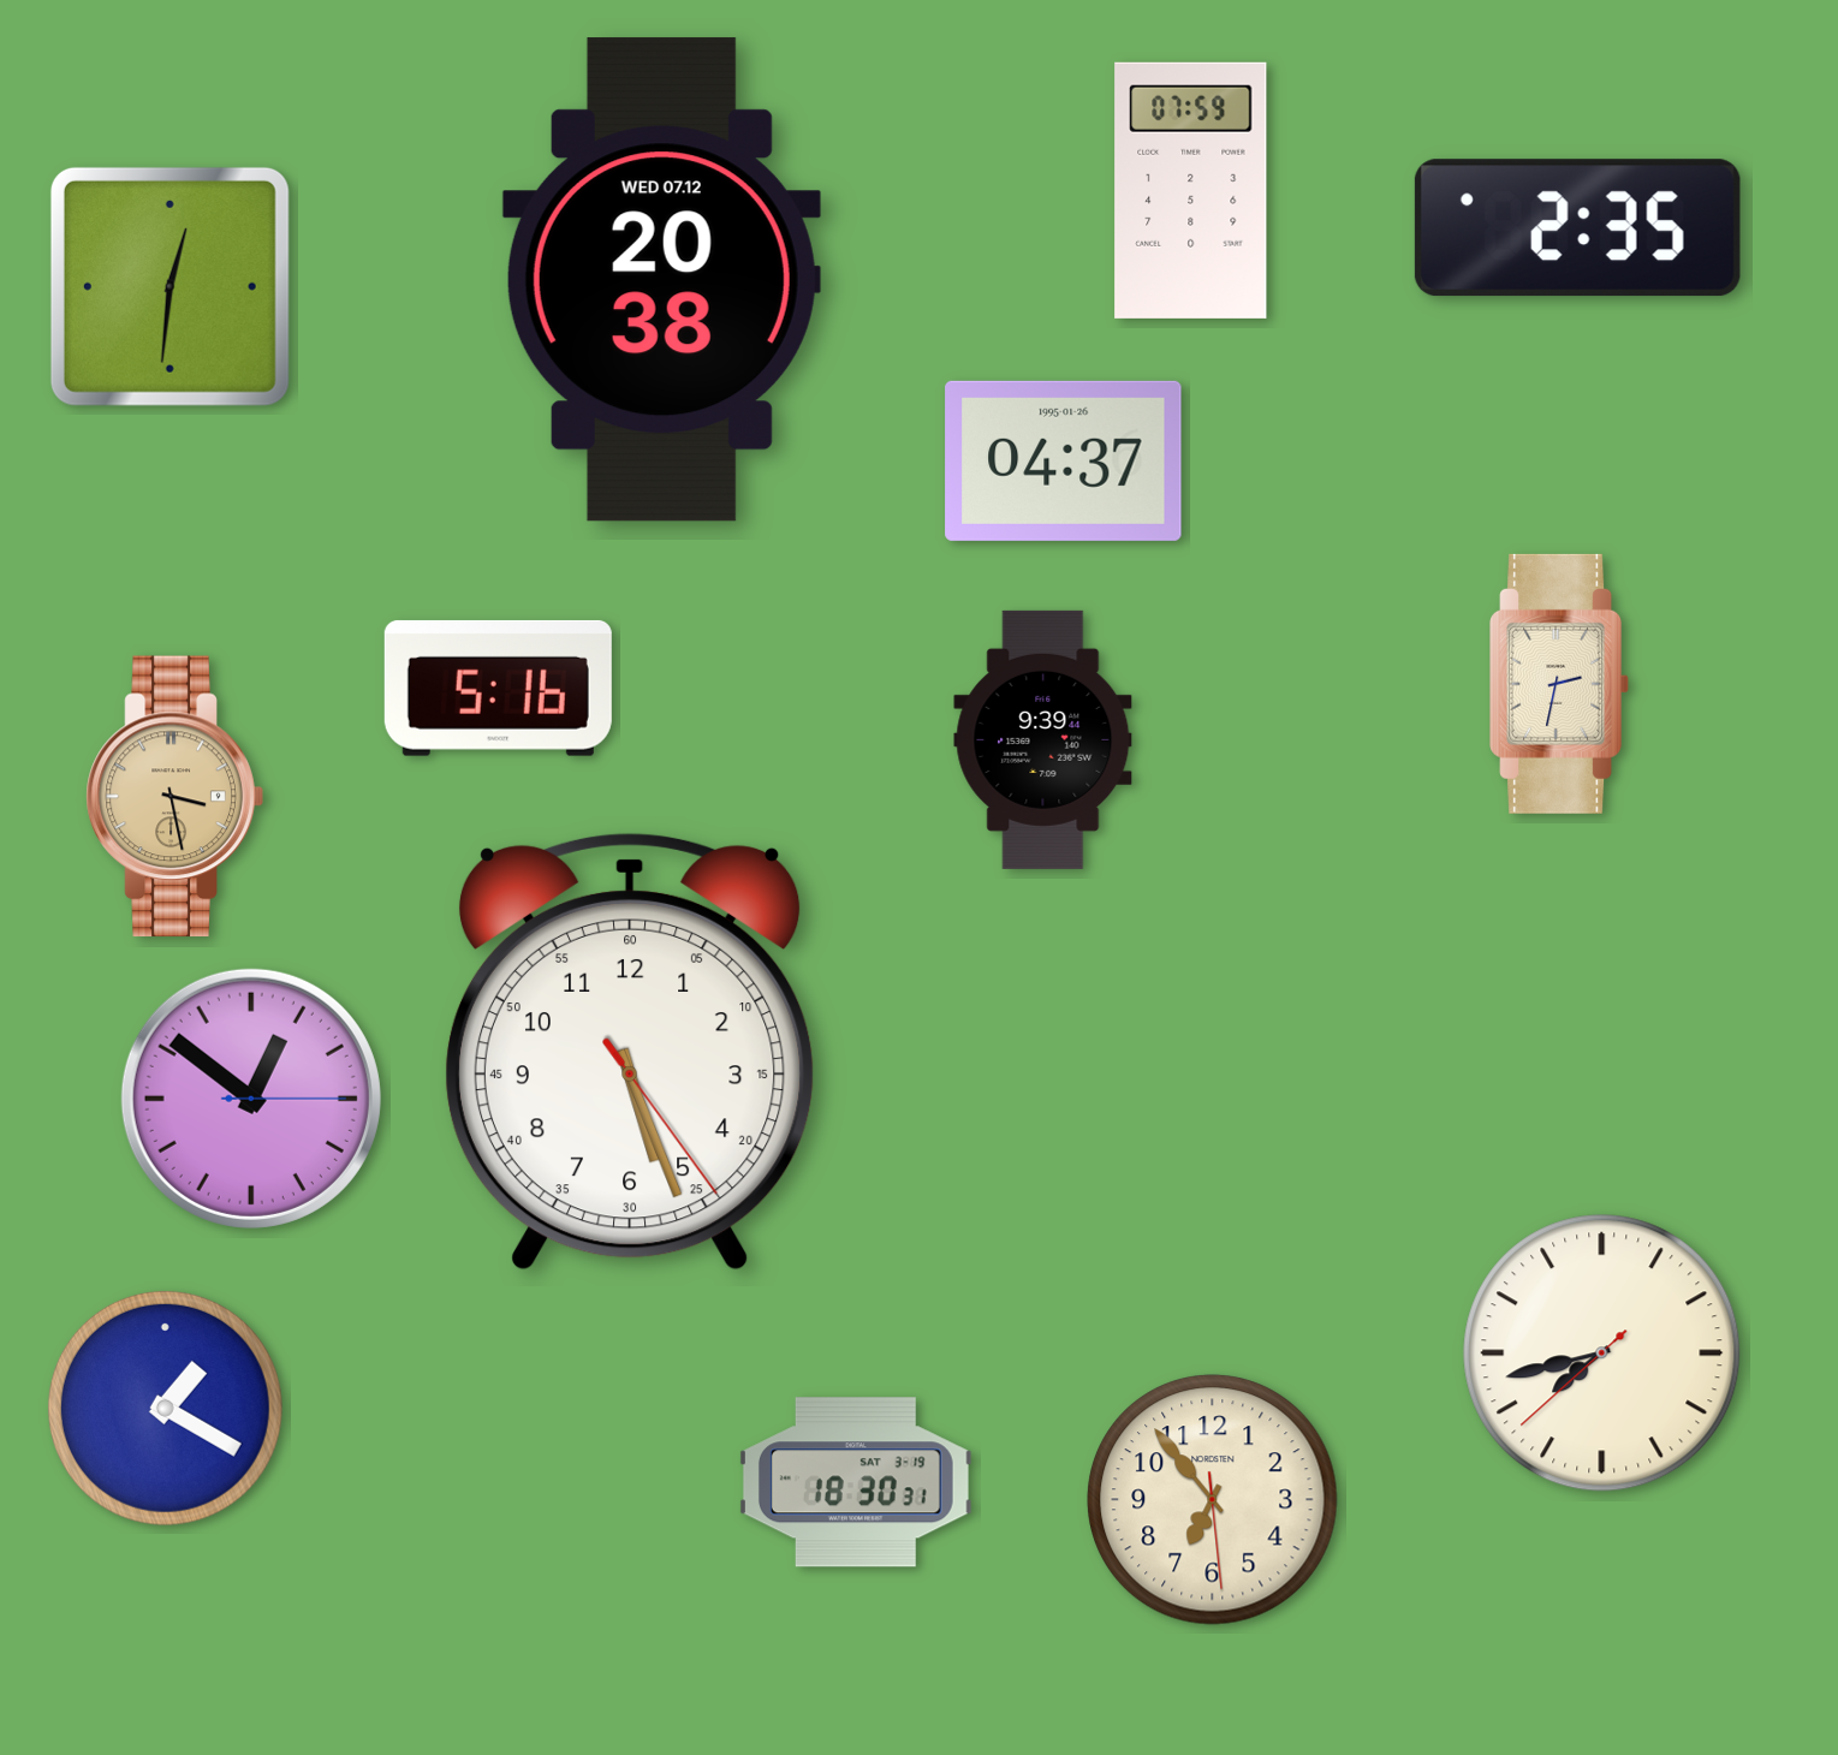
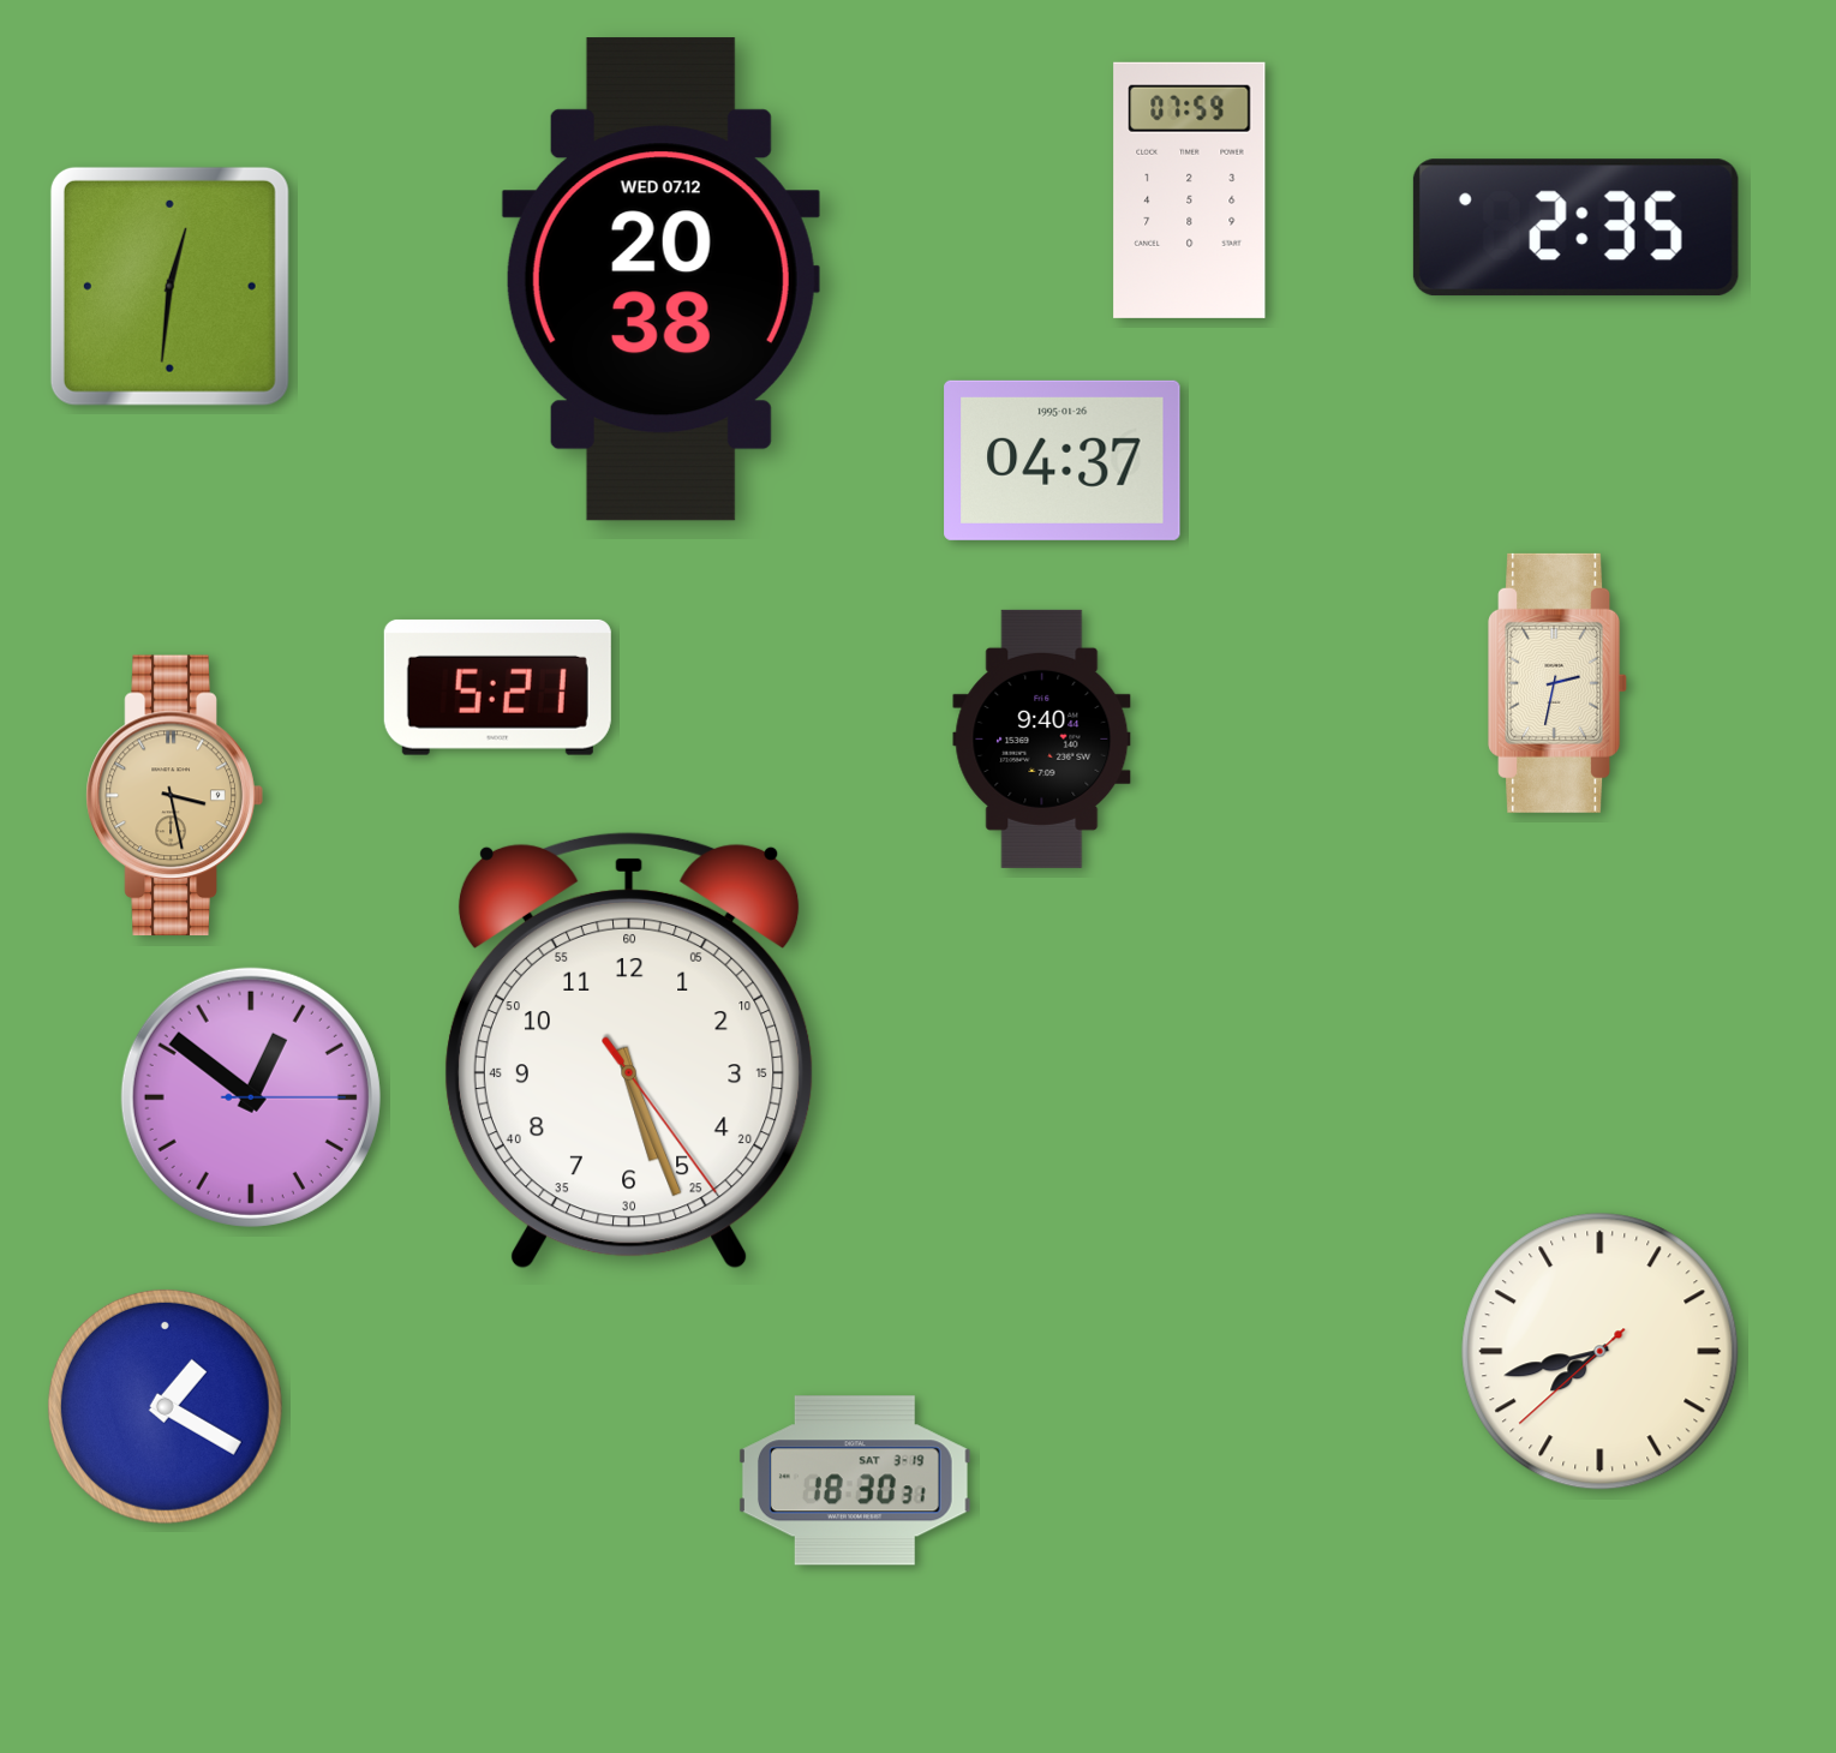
clock at (498, 688): 5:16 -> 5:21
clock at (1043, 739): 9:39 -> 9:40
clock at (1213, 1500): 6:53 -> none
